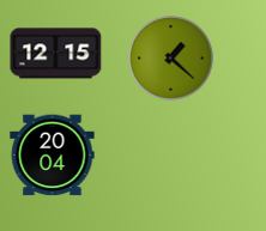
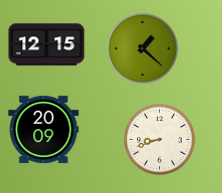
clock at (53, 156): 20:04 -> 20:09
clock at (160, 140): none -> 8:42
